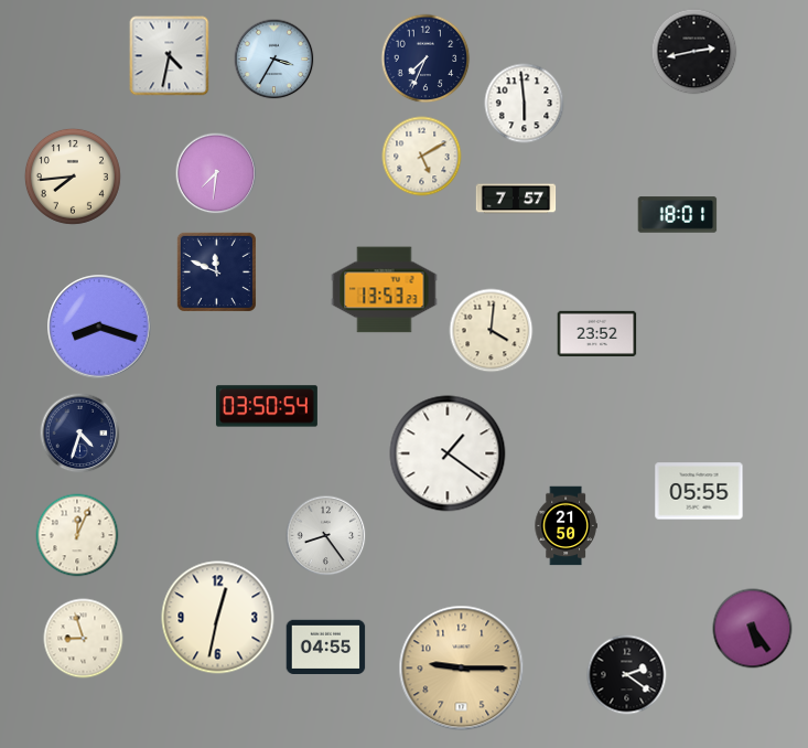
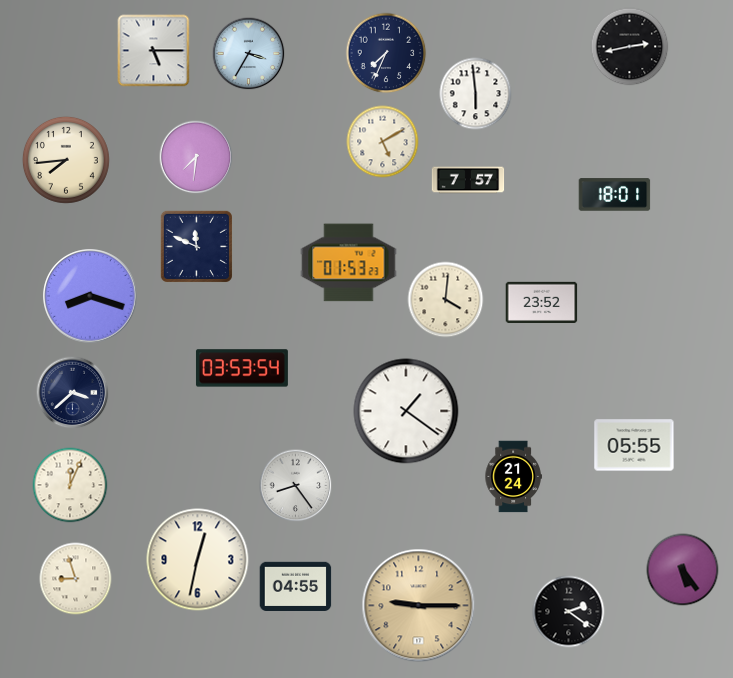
clock at (170, 56): 4:32 -> 5:15
clock at (385, 290): 13:53 -> 01:53
clock at (267, 406): 03:50 -> 03:53
clock at (80, 434): 4:33 -> 3:38
clock at (565, 526): 21:50 -> 21:24
